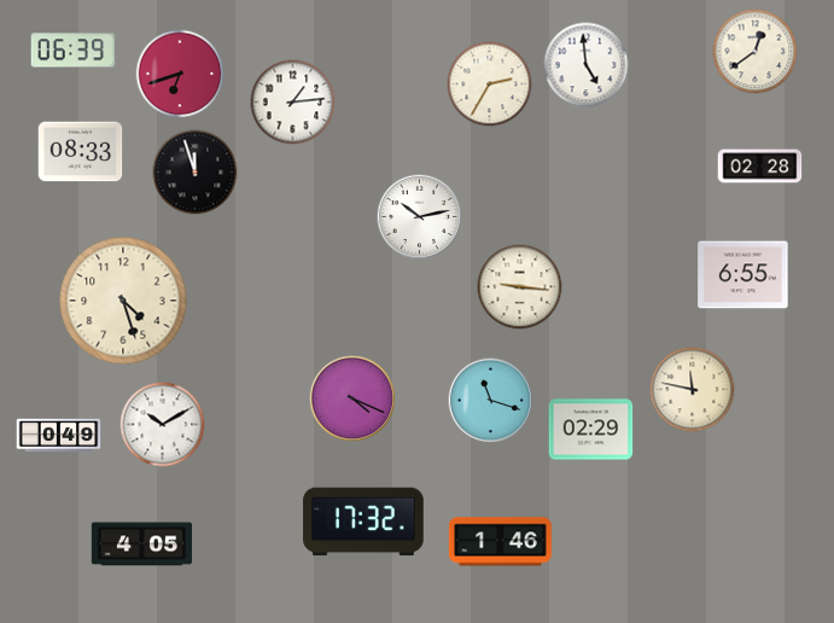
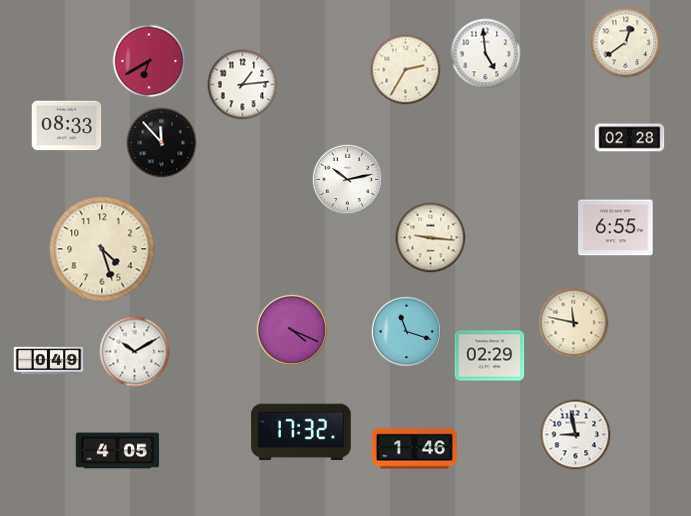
clock at (74, 51): 06:39 -> none
clock at (180, 74): 6:42 -> 6:40
clock at (196, 173): 11:57 -> 11:53
clock at (576, 435): none -> 8:58
